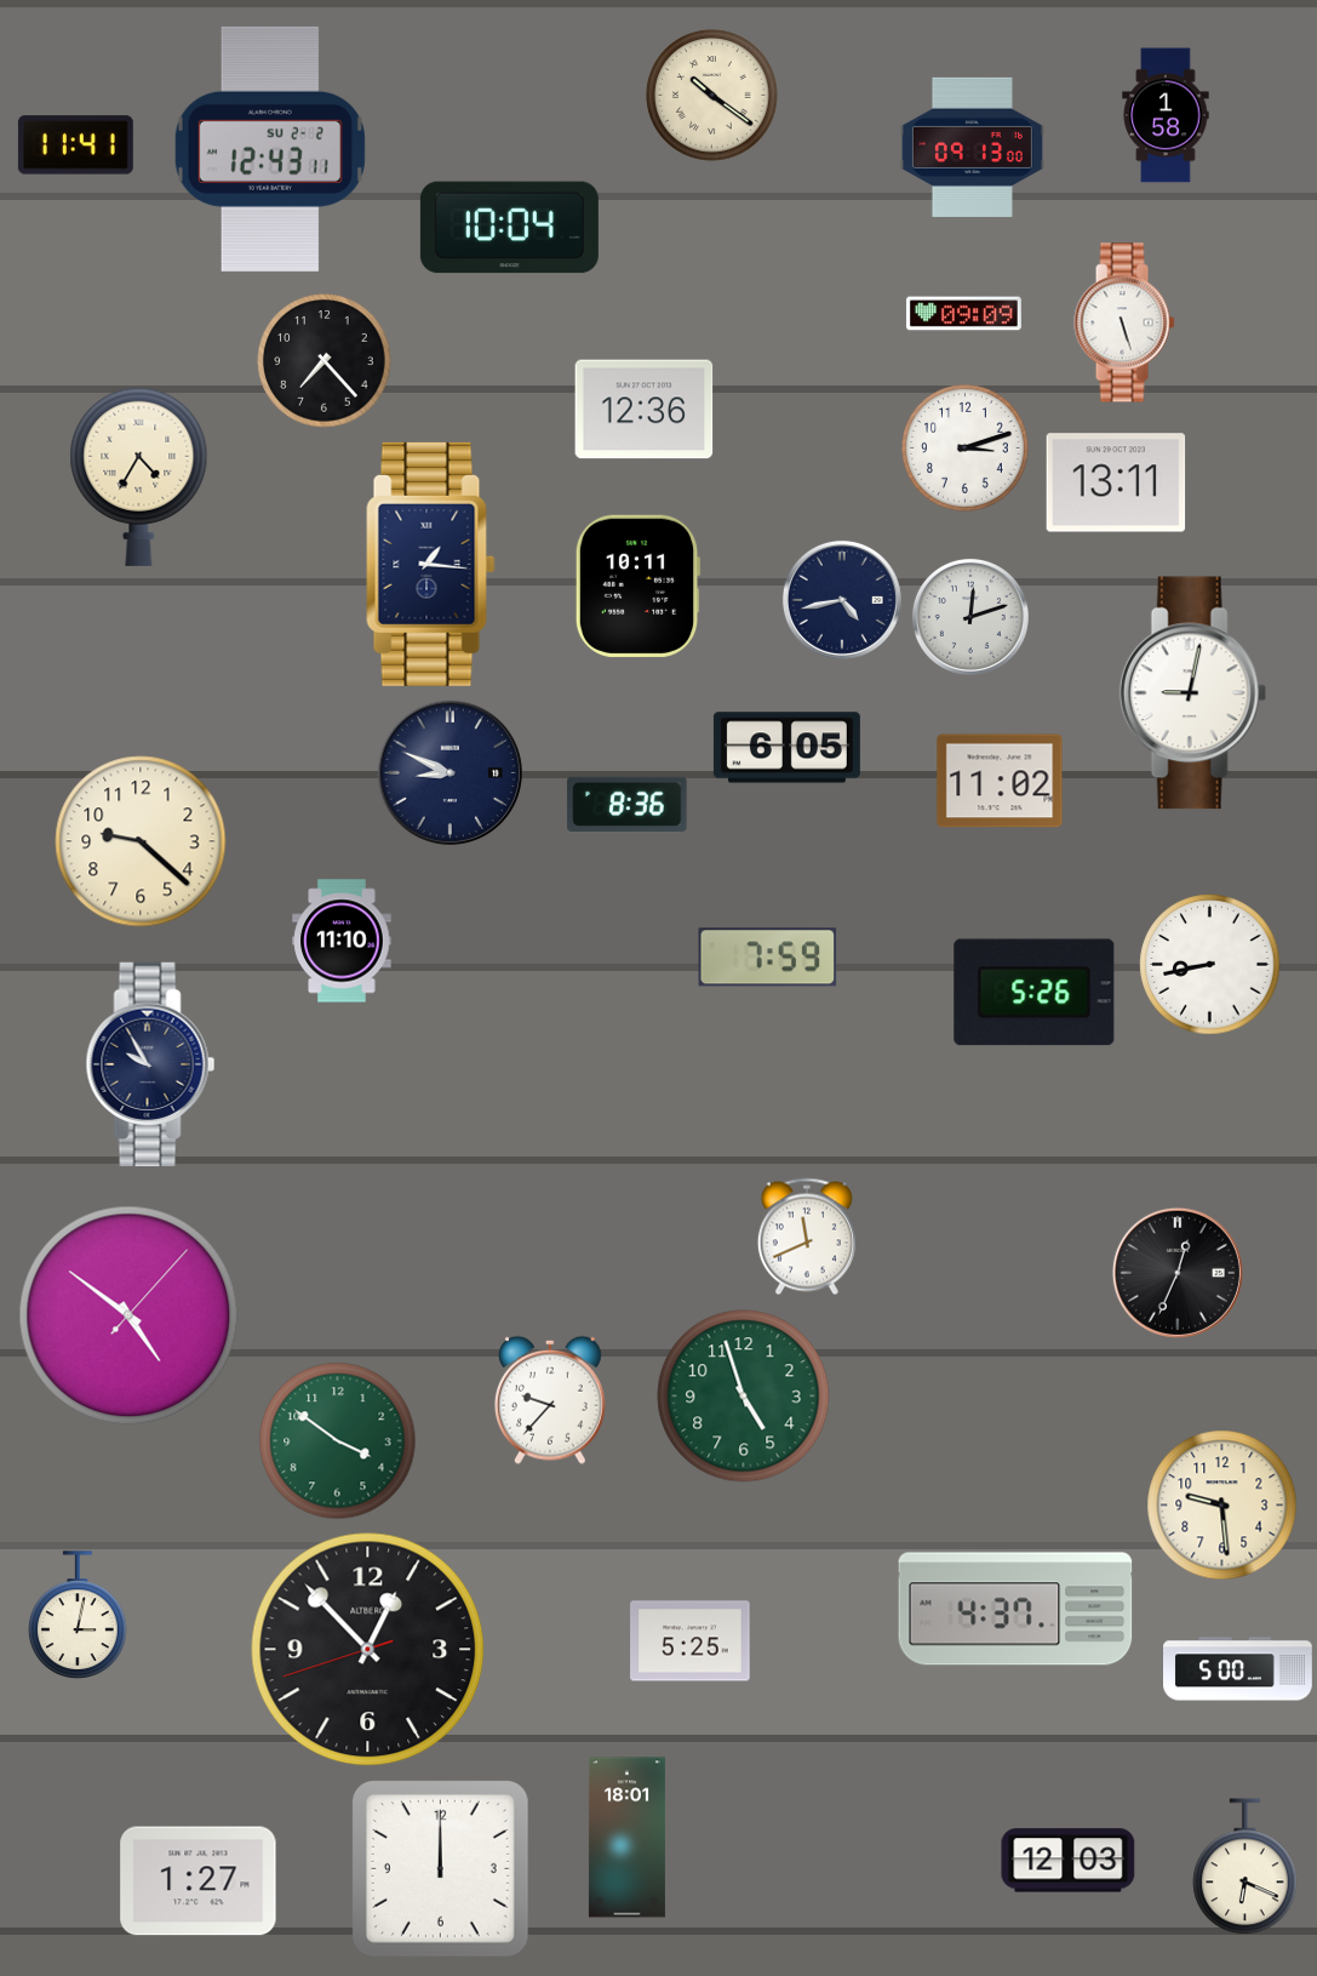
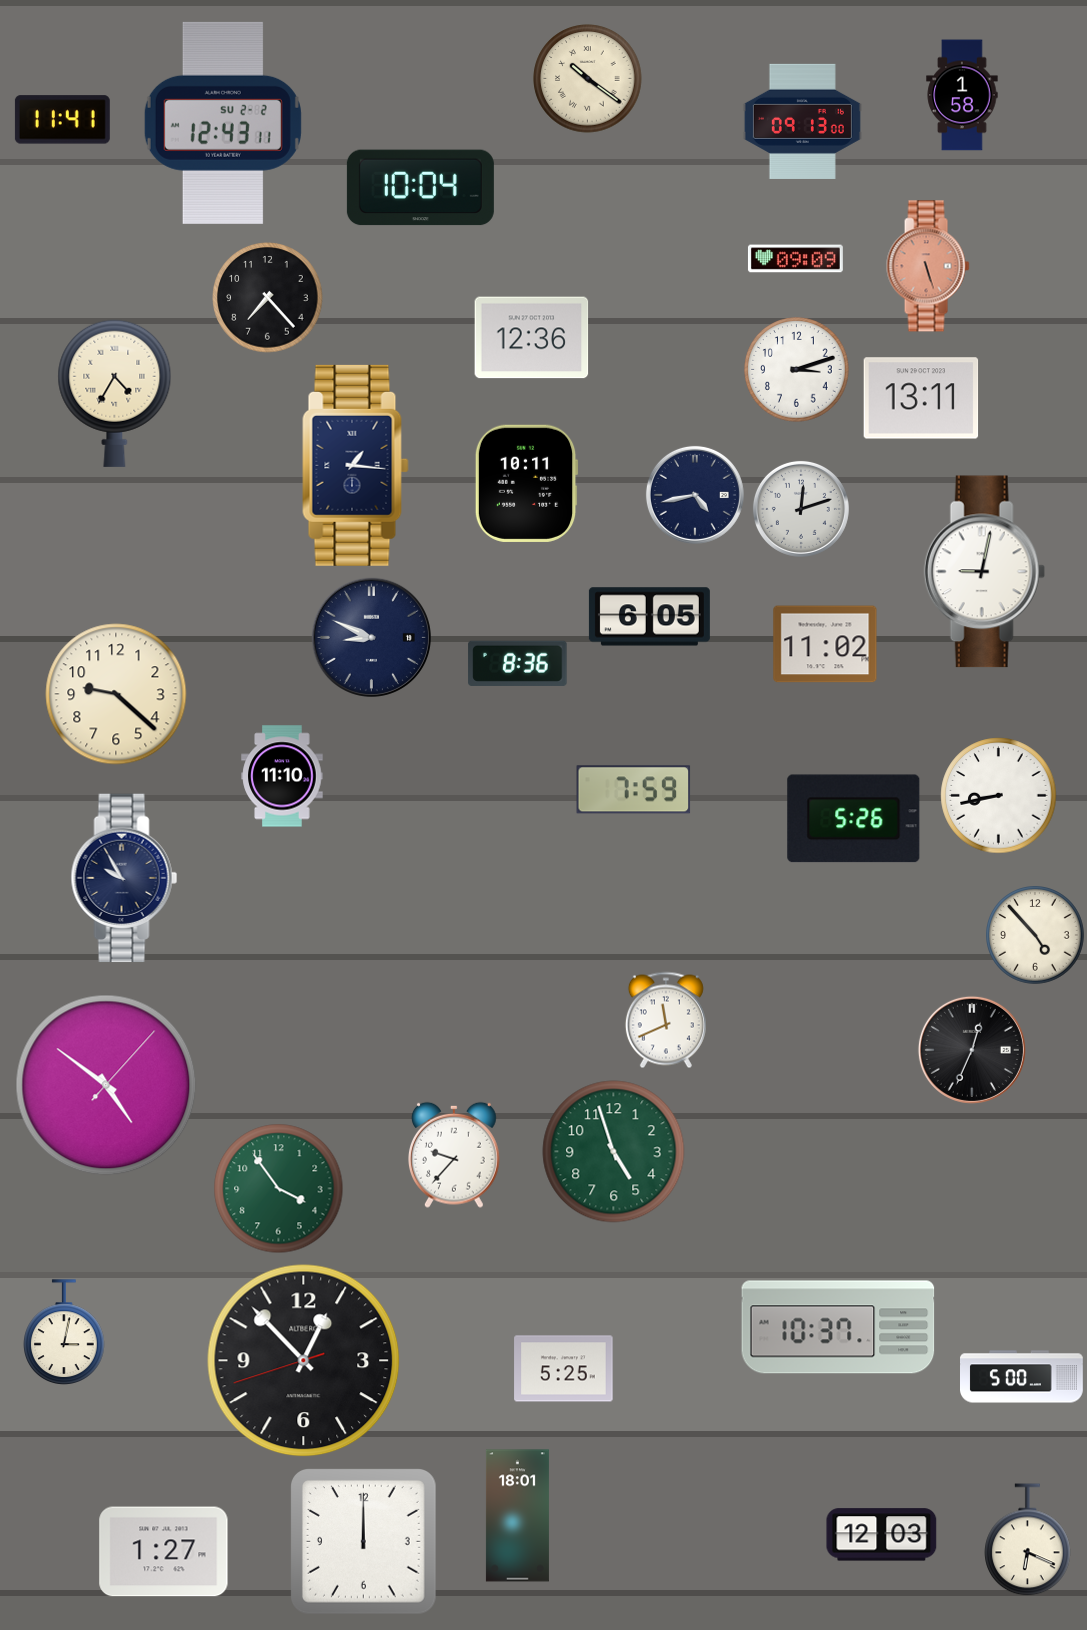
clock at (1124, 322) dial: white -> salmon
clock at (1035, 935): none -> 4:53
clock at (338, 1441): 3:51 -> 3:54
clock at (1222, 1506): 9:29 -> none
clock at (1015, 1609): 4:37 -> 10:37
clock at (691, 1641) position: (691, 1641) -> (564, 1369)
